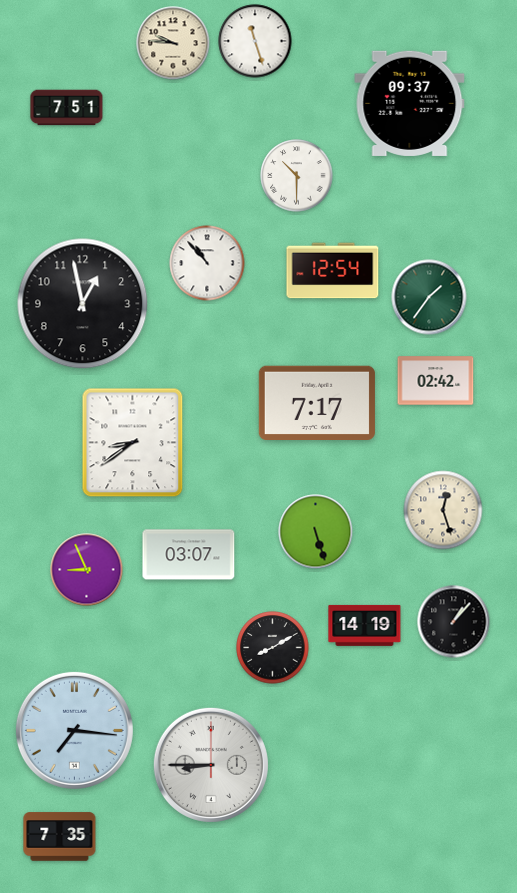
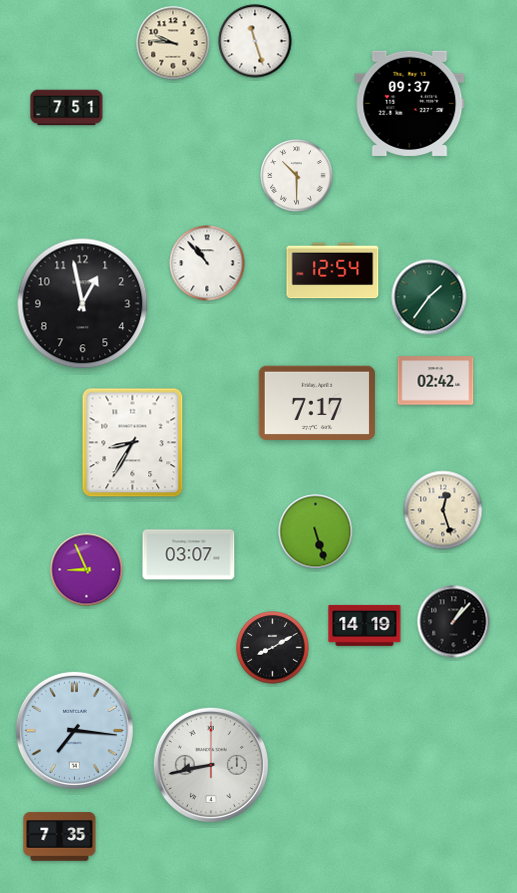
clock at (133, 443): 8:39 -> 8:35
clock at (211, 765): 8:45 -> 8:43
